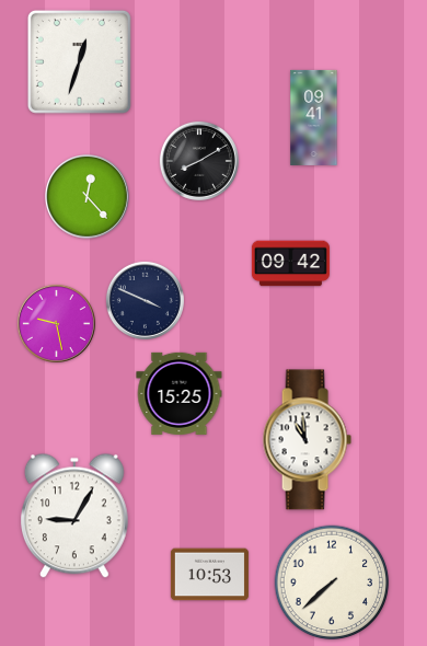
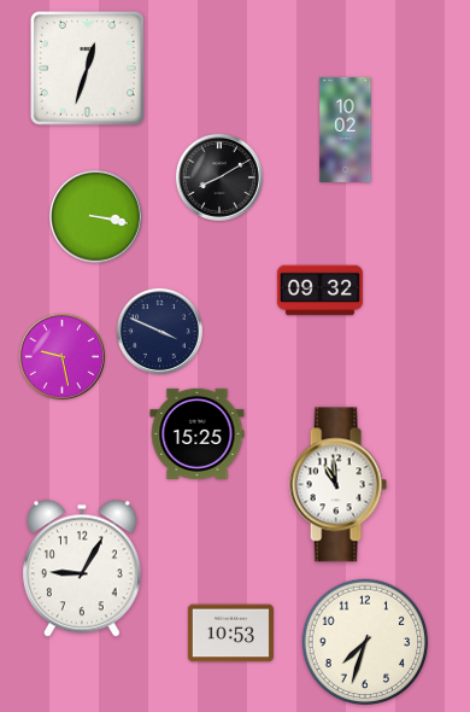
clock at (314, 117): 09:41 -> 10:02
clock at (88, 197): 12:23 -> 3:17
clock at (290, 264): 09:42 -> 09:32
clock at (332, 582): 7:38 -> 7:33
